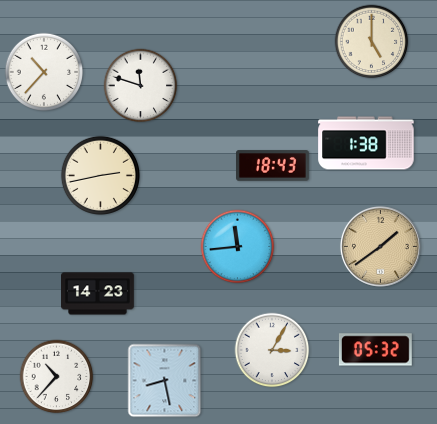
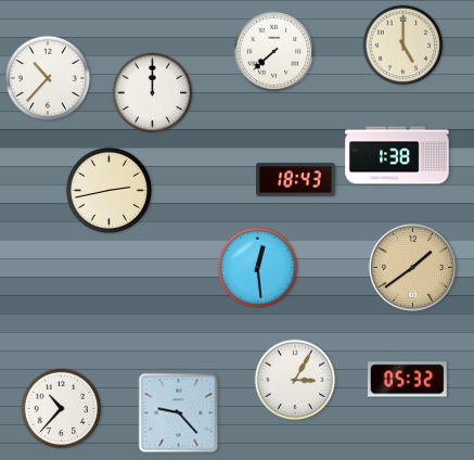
clock at (274, 52): none -> 7:38
clock at (141, 86): 11:48 -> 12:00
clock at (238, 247): 11:44 -> 12:29
clock at (98, 294): 14:23 -> none
clock at (165, 381): 8:28 -> 9:23
